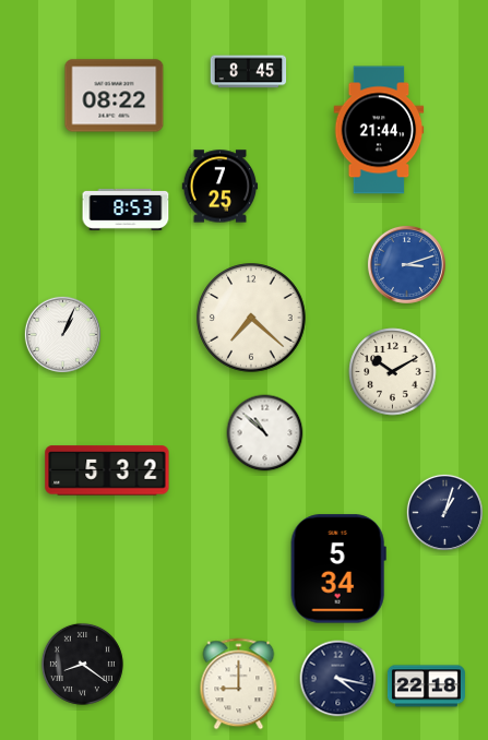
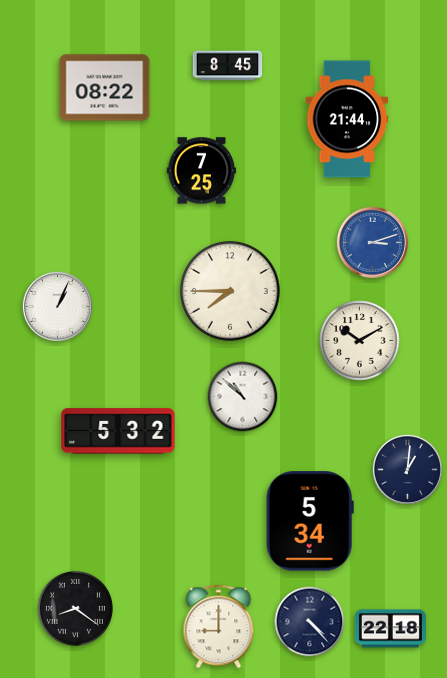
clock at (126, 210): 8:53 -> none
clock at (251, 318): 7:22 -> 7:45
clock at (107, 470) position: (107, 470) -> (118, 431)
clock at (444, 512): 1:03 -> 1:01
clock at (338, 679): 4:17 -> 4:23
